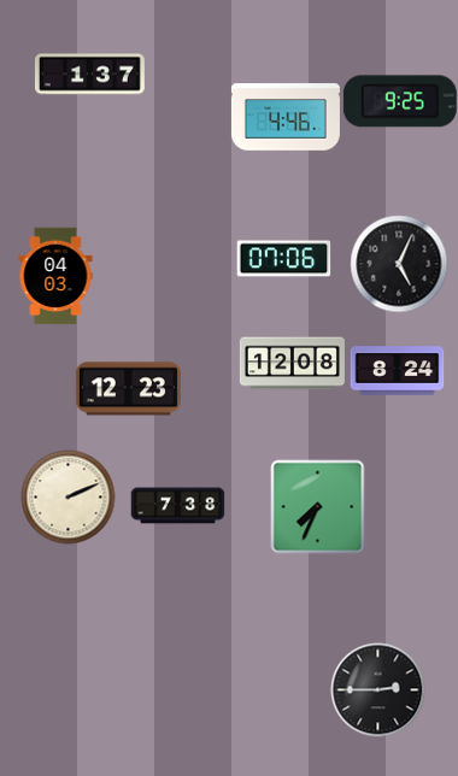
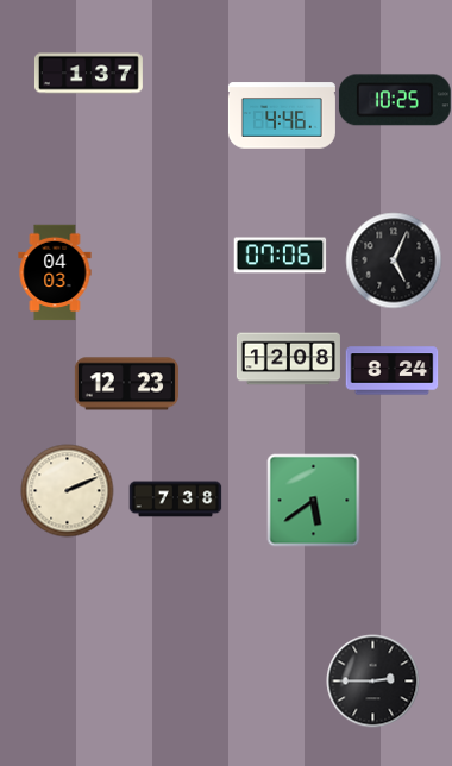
clock at (400, 101): 9:25 -> 10:25
clock at (397, 371) position: (397, 371) -> (391, 371)
clock at (317, 506): 7:34 -> 5:39
